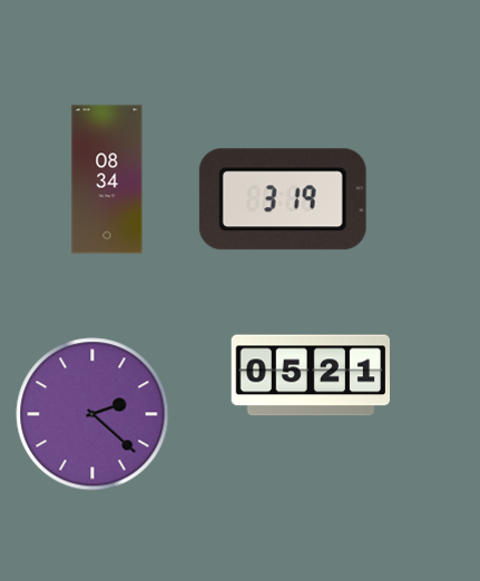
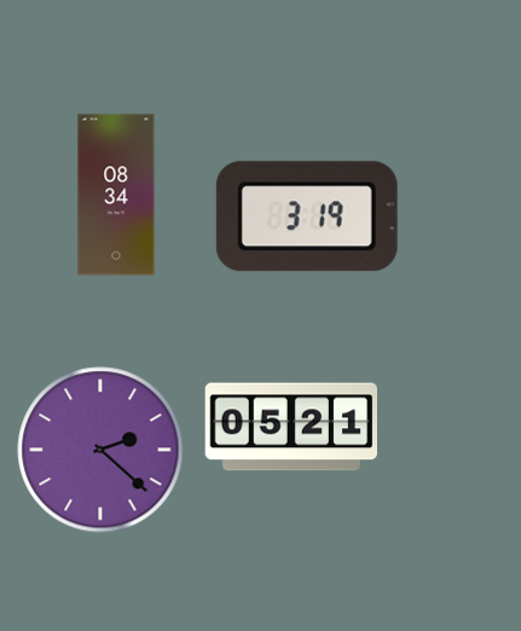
clock at (310, 375) position: (310, 375) -> (290, 427)
